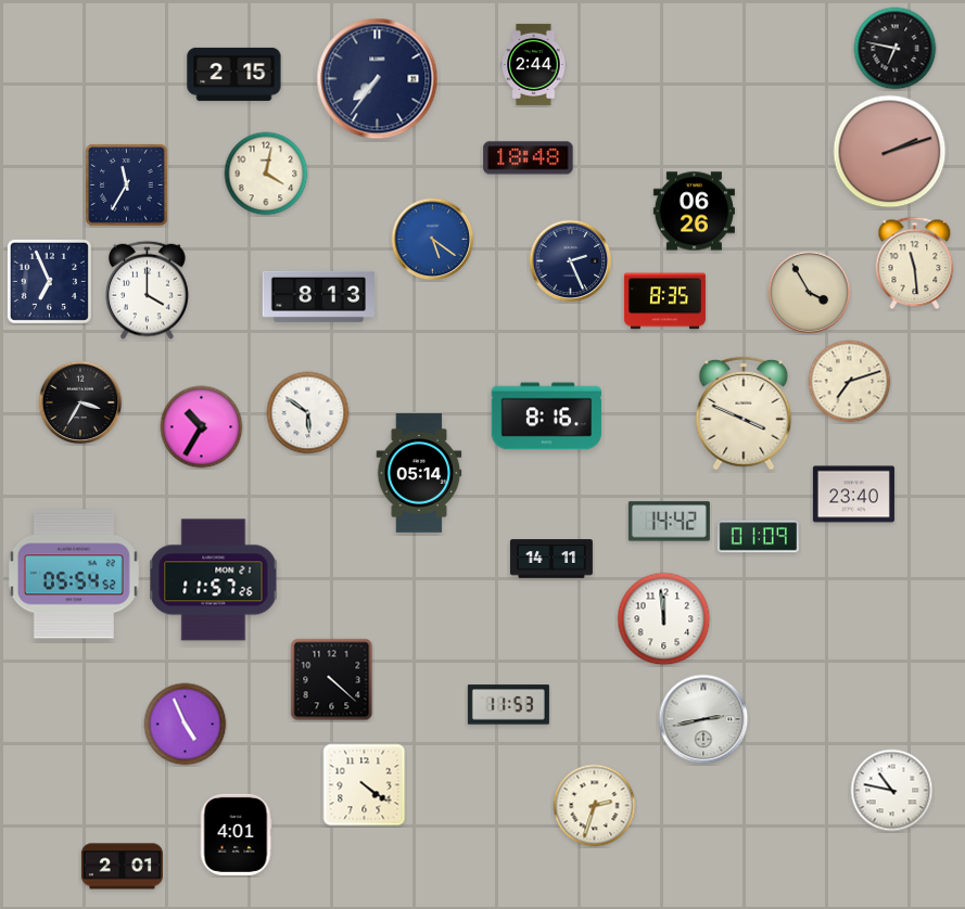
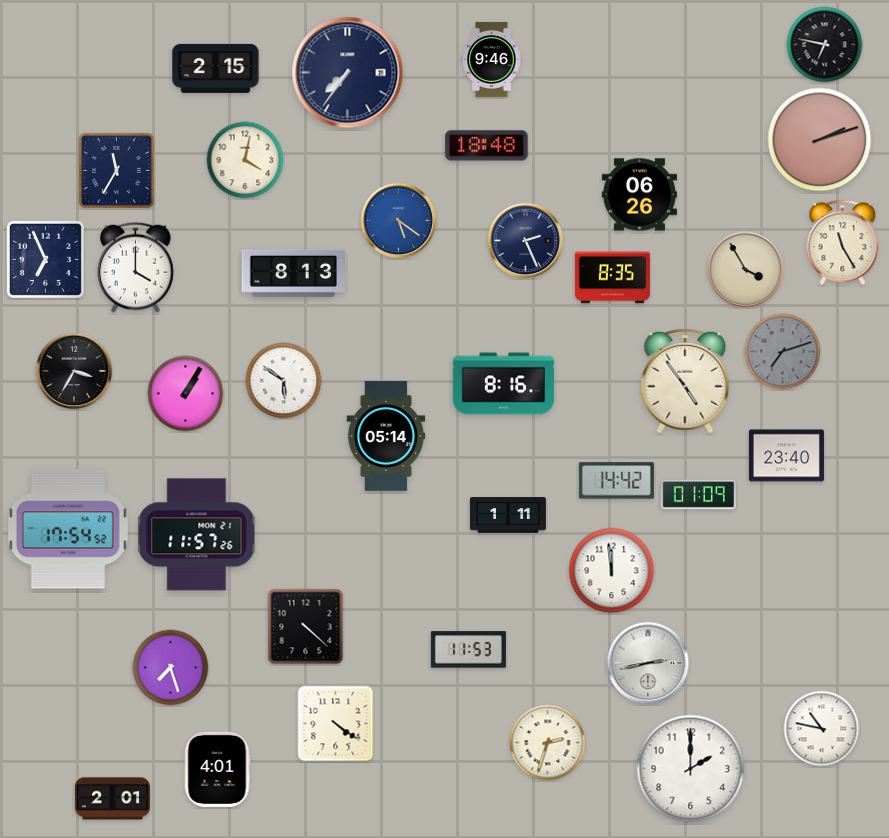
clock at (534, 64): 2:44 -> 9:46
clock at (915, 264): 11:29 -> 11:25
clock at (850, 382) dial: cream -> grey
clock at (744, 413): 3:49 -> 4:54
clock at (202, 427): 10:35 -> 1:05
clock at (551, 559): 14:11 -> 1:11
clock at (74, 574): 05:54 -> 17:54
clock at (186, 725): 4:56 -> 7:27
clock at (691, 769): none -> 2:00
